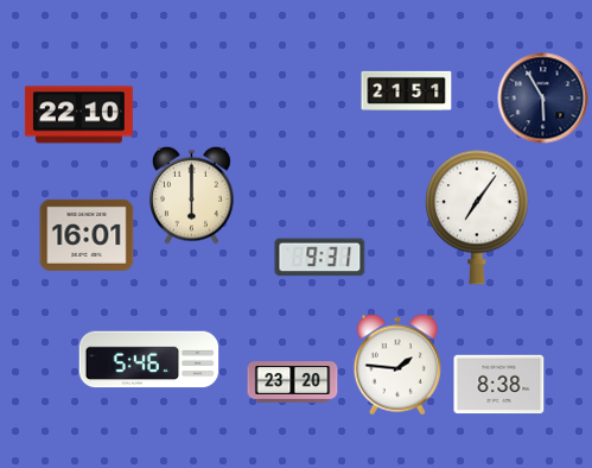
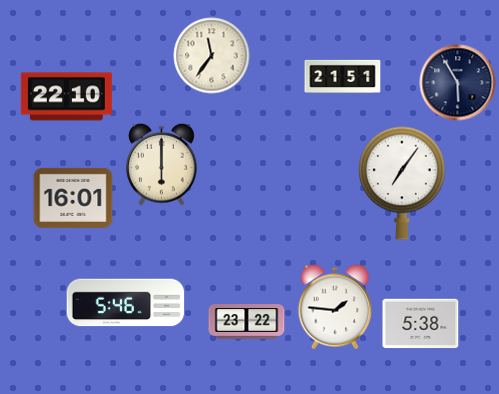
clock at (212, 56): none -> 11:36
clock at (320, 258): 9:31 -> none
clock at (293, 382): 23:20 -> 23:22
clock at (499, 385): 8:38 -> 5:38
